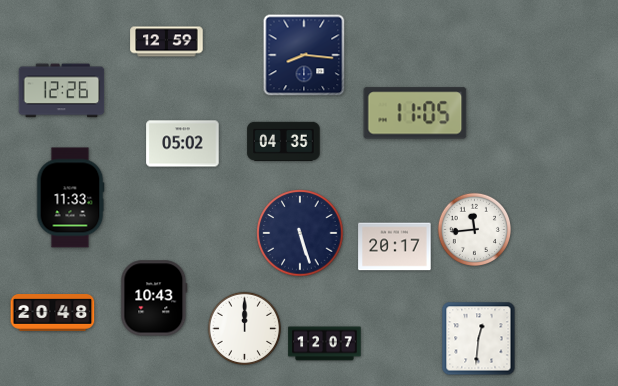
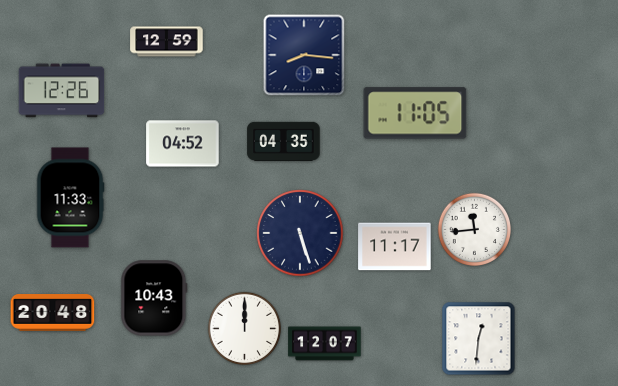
clock at (183, 144): 05:02 -> 04:52
clock at (395, 247): 20:17 -> 11:17
